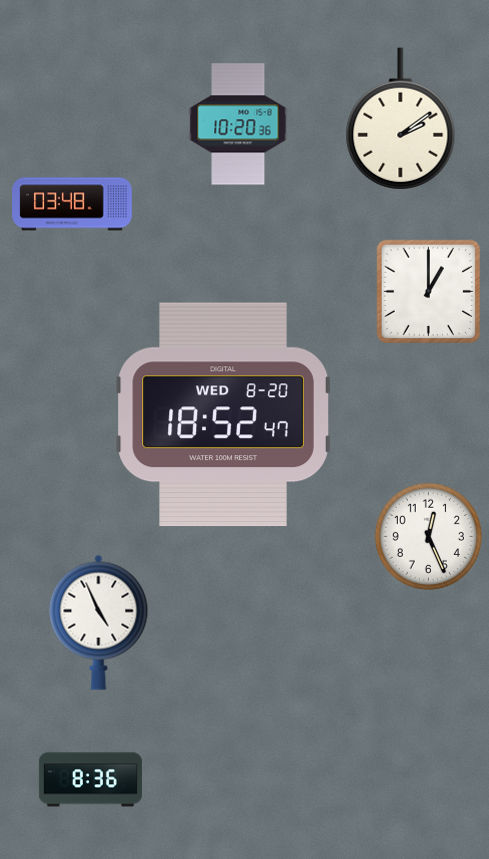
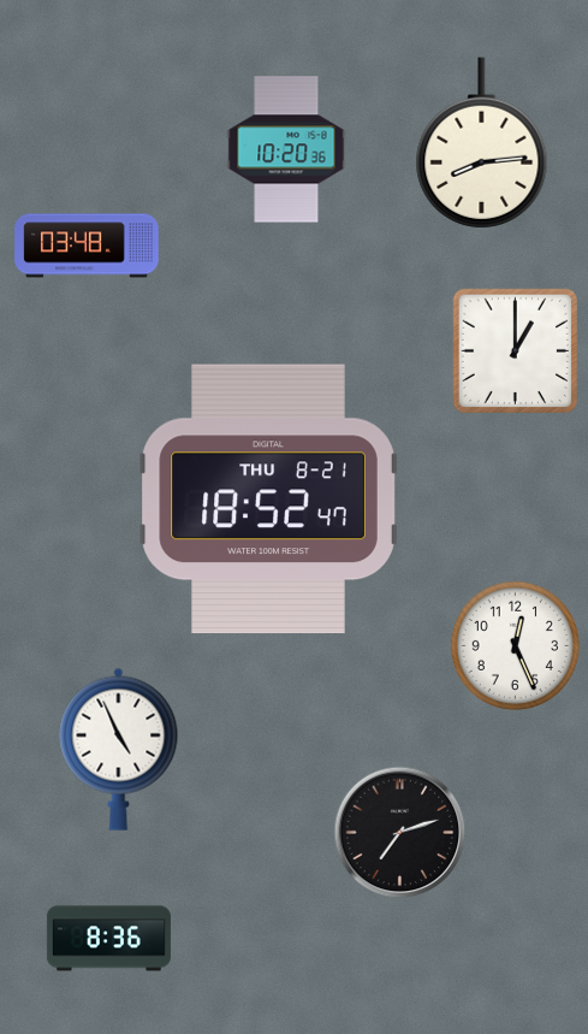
clock at (401, 119): 2:09 -> 8:14
clock at (223, 415) date: WED 8-20 -> THU 8-21
clock at (400, 833): none -> 7:12
